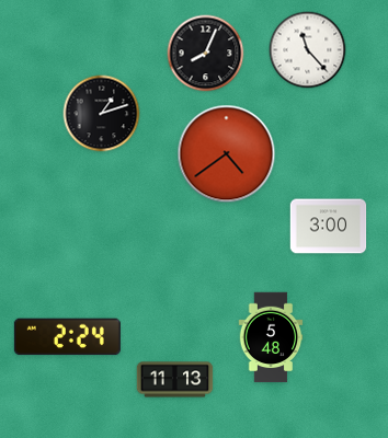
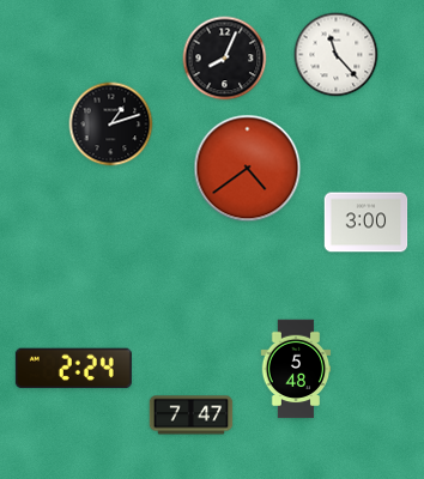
clock at (329, 227) position: (329, 227) -> (367, 223)
clock at (175, 380): 11:13 -> 7:47
